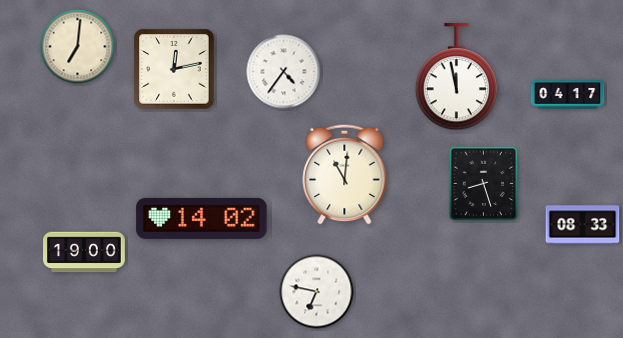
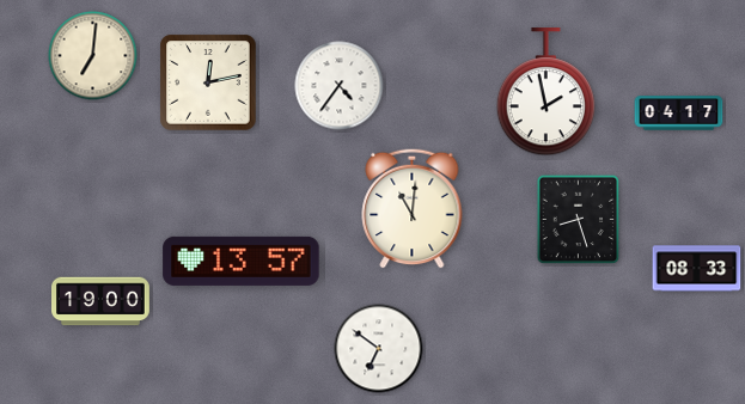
clock at (456, 77): 11:58 -> 1:58
clock at (202, 218): 14:02 -> 13:57
clock at (317, 292): 6:47 -> 6:51
